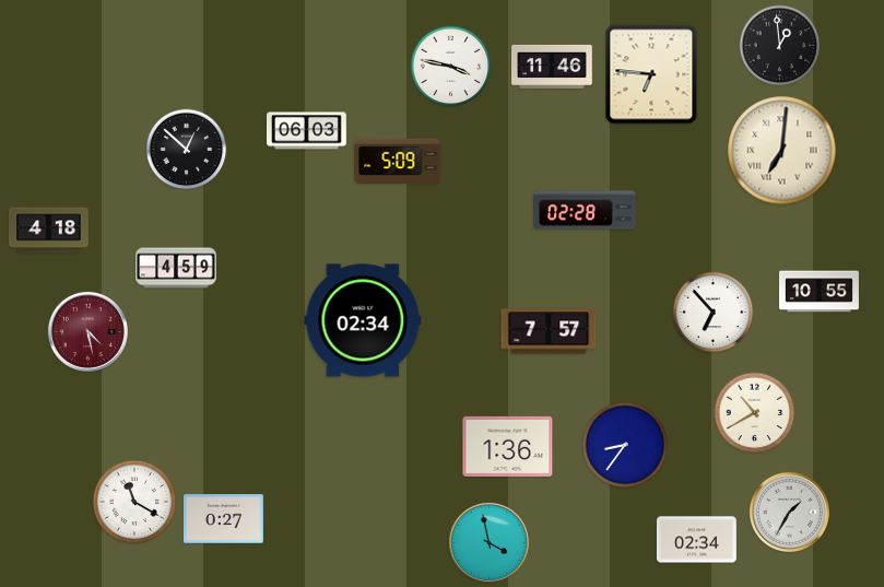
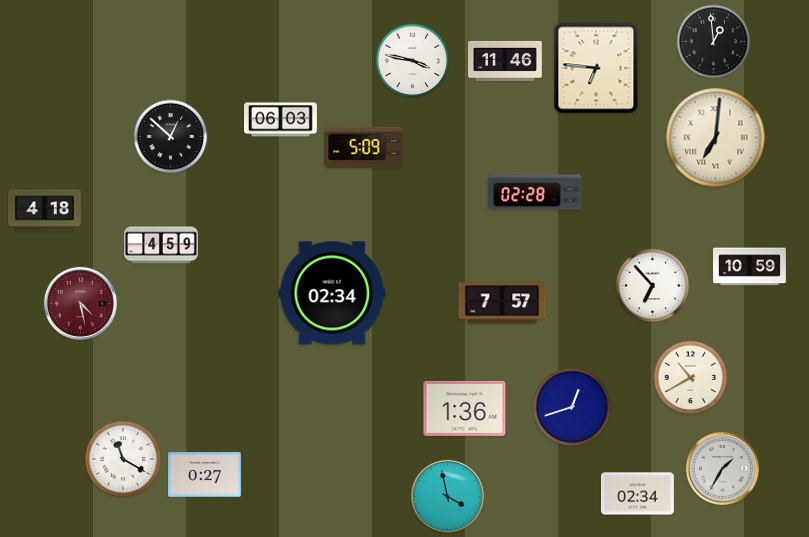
clock at (820, 292): 10:55 -> 10:59
clock at (625, 445): 8:36 -> 12:42
